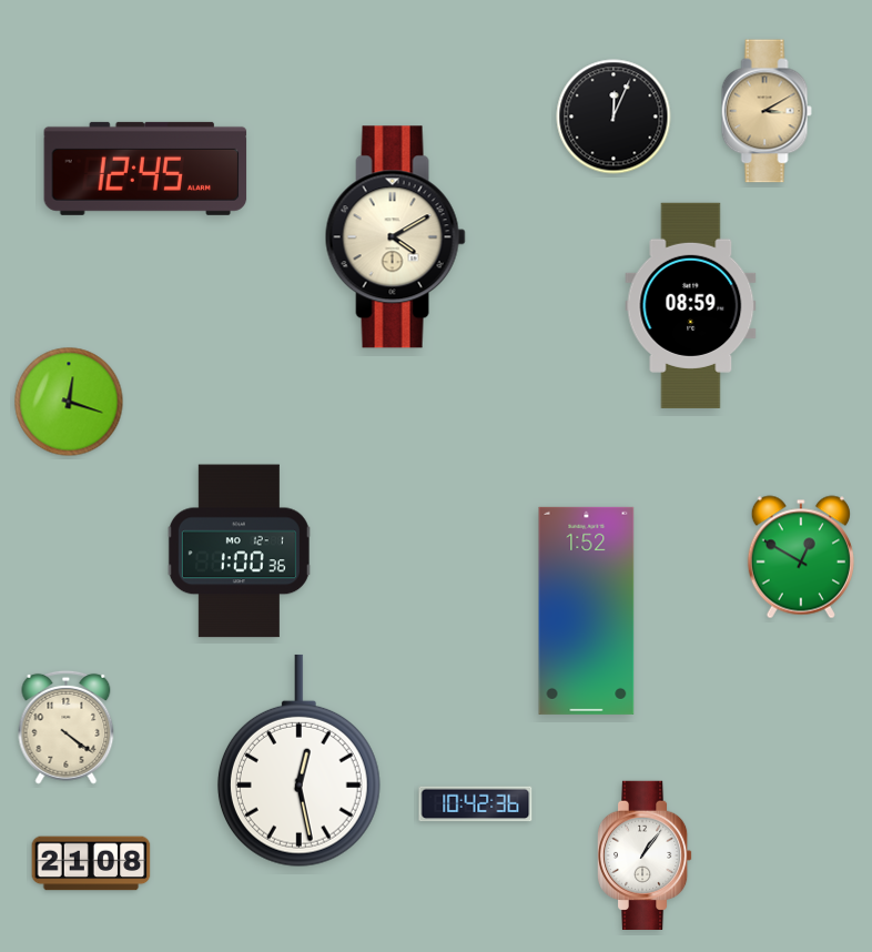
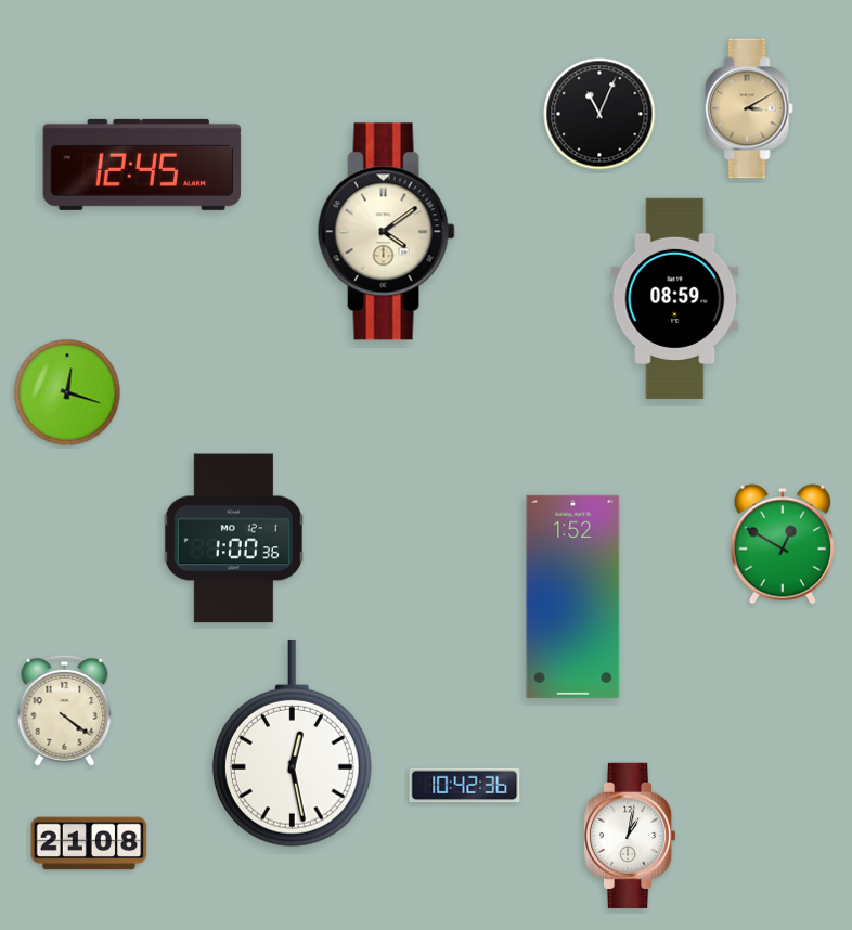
clock at (614, 117): 12:04 -> 11:04
clock at (395, 237): 4:10 -> 4:09
clock at (645, 854): 1:06 -> 1:02
